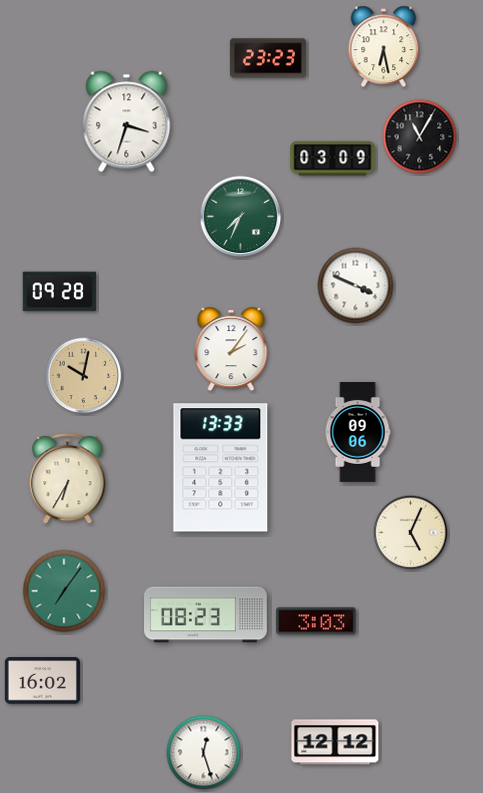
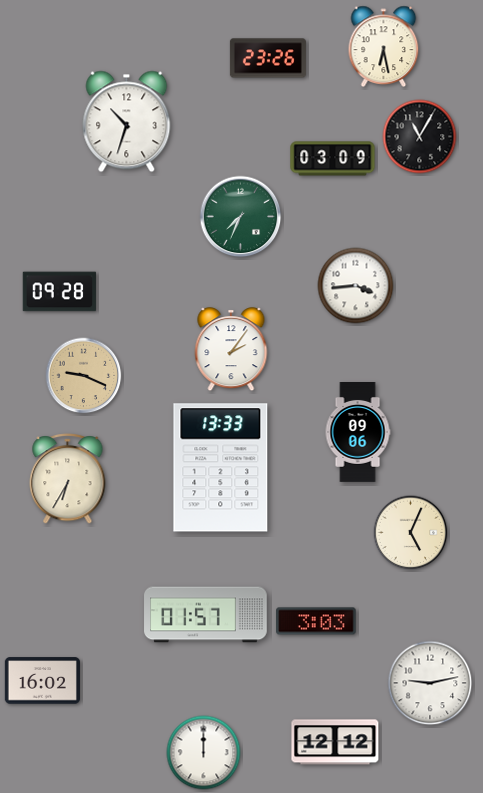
clock at (268, 58): 23:23 -> 23:26
clock at (127, 122): 3:33 -> 10:33
clock at (356, 286): 3:49 -> 3:44
clock at (84, 376): 10:02 -> 9:19
clock at (64, 591): 7:06 -> none
clock at (206, 615): 08:23 -> 01:57
clock at (430, 683): none -> 9:13
clock at (204, 753): 12:27 -> 12:00
